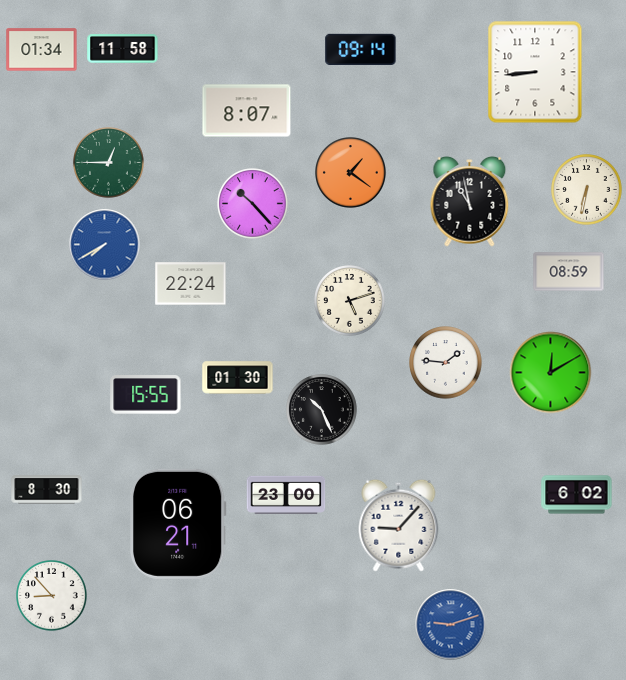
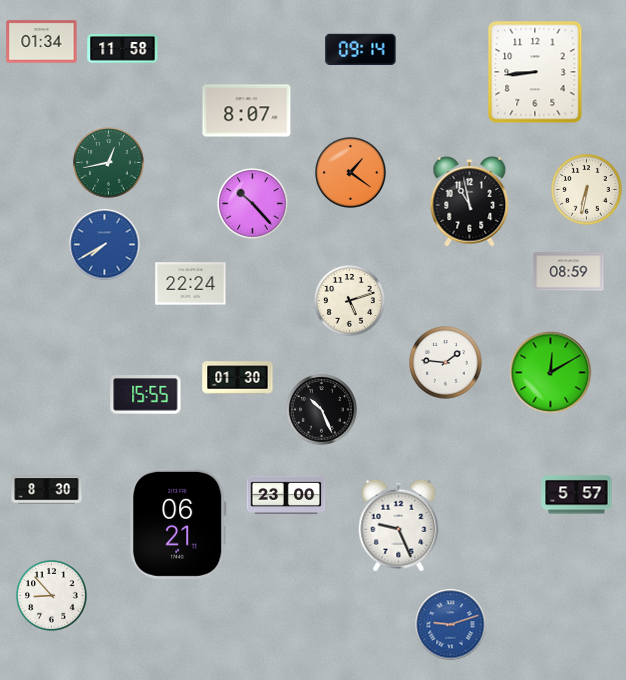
clock at (42, 50) position: (42, 50) -> (42, 42)
clock at (109, 163): 12:45 -> 12:43
clock at (577, 495): 6:02 -> 5:57
clock at (399, 525): 9:07 -> 9:26
